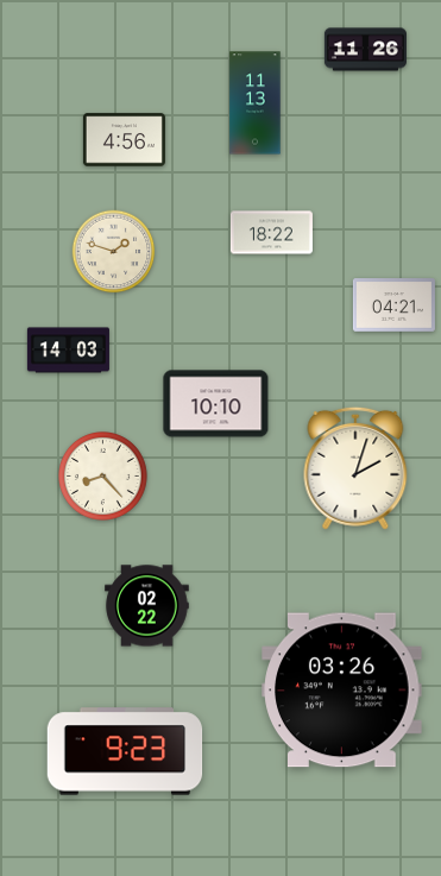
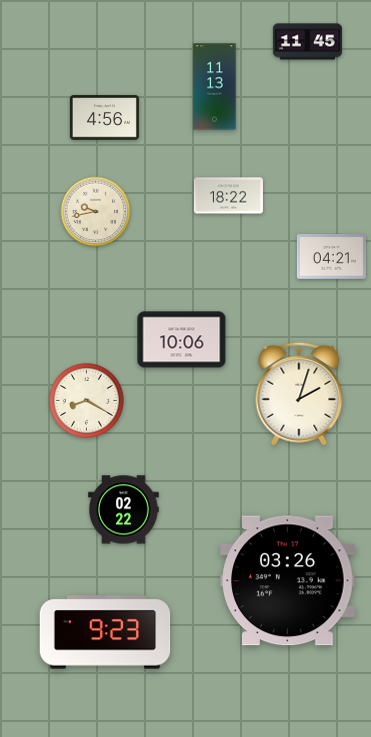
clock at (365, 50): 11:26 -> 11:45
clock at (114, 252): 1:48 -> 9:43
clock at (68, 351): 14:03 -> none
clock at (216, 404): 10:10 -> 10:06
clock at (103, 477): 8:23 -> 8:20
